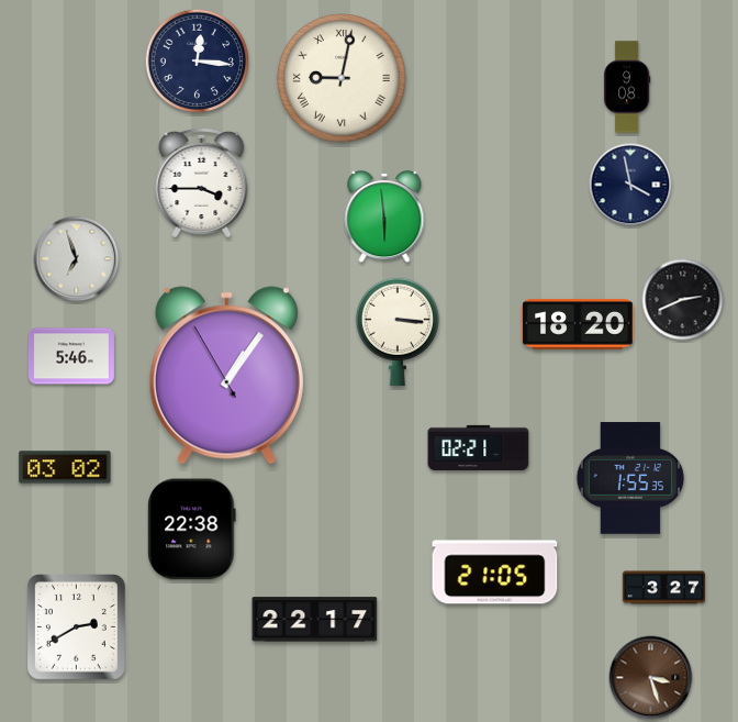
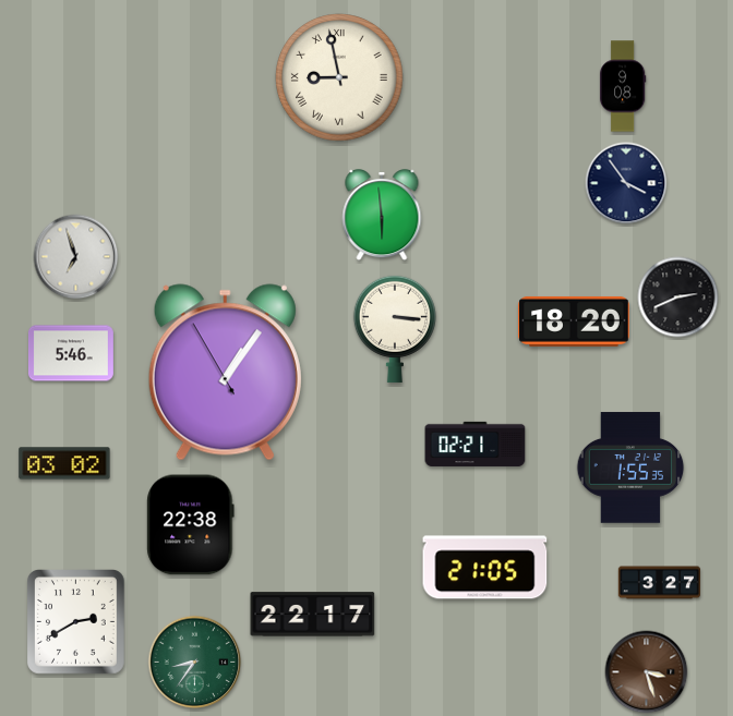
clock at (198, 62): 12:16 -> none
clock at (342, 78): 9:02 -> 8:58
clock at (202, 182): 3:45 -> none
clock at (630, 185): 3:58 -> 3:54
clock at (630, 478) position: (630, 478) -> (630, 468)
clock at (495, 573) position: (495, 573) -> (485, 568)
clock at (195, 663): none -> 8:36
